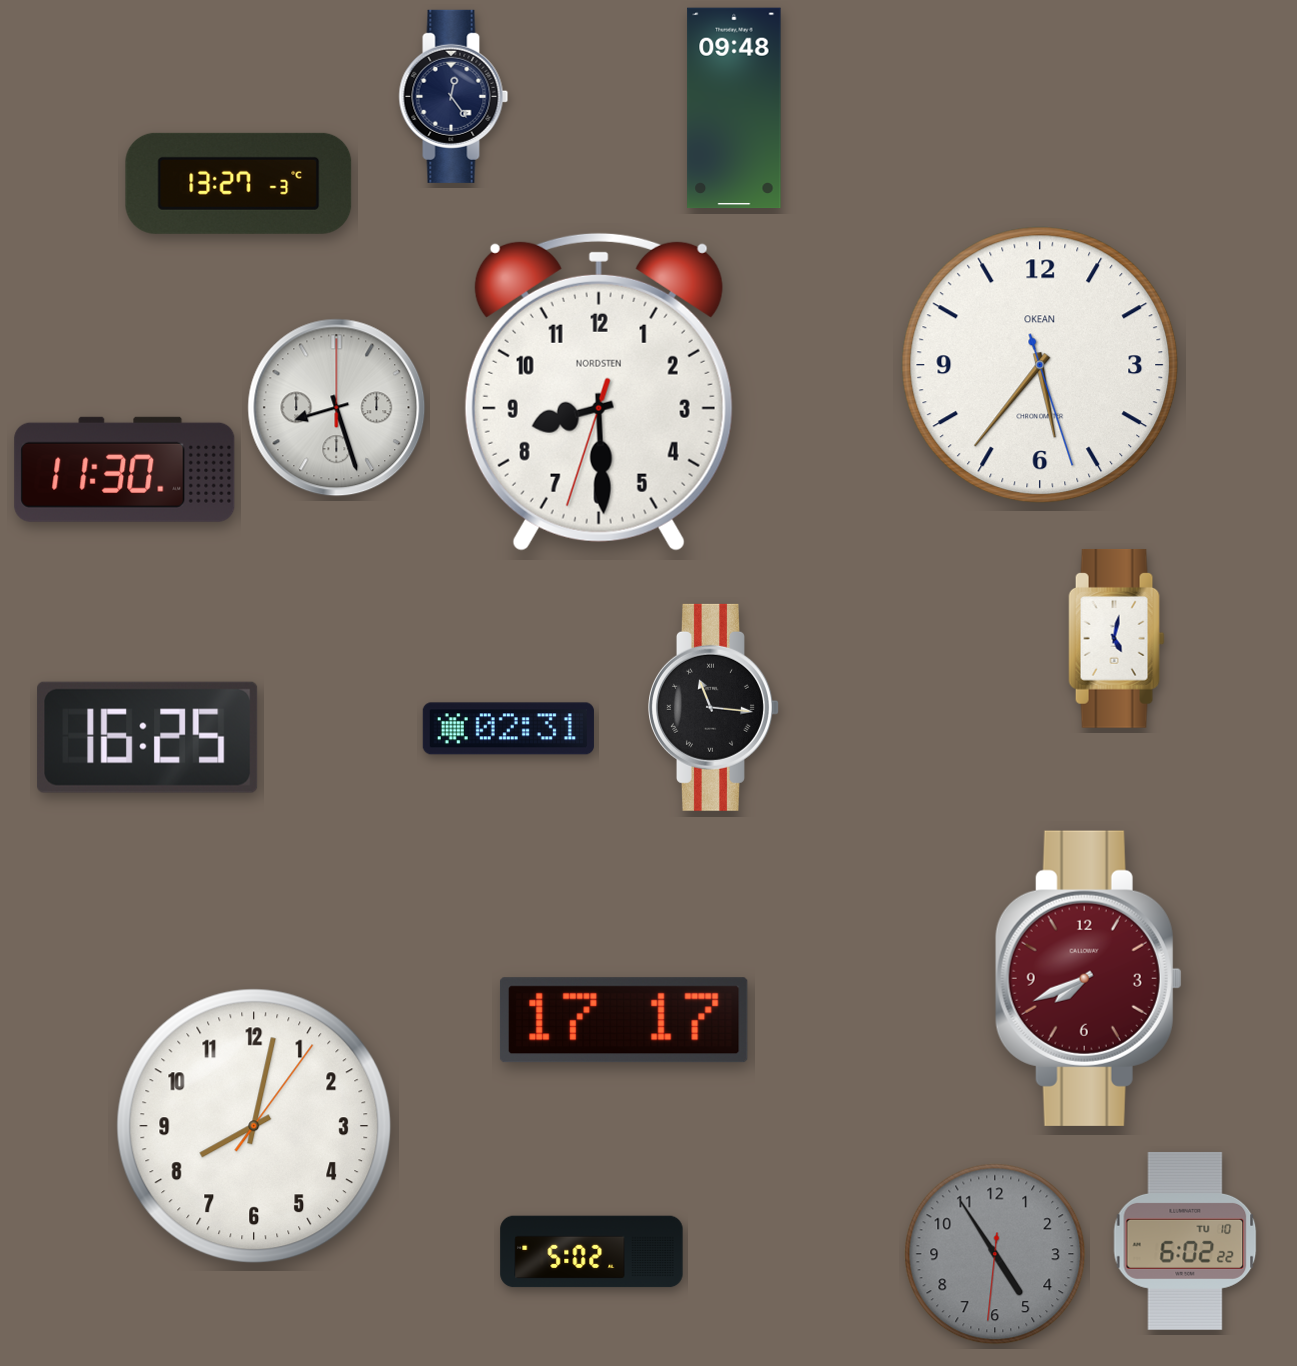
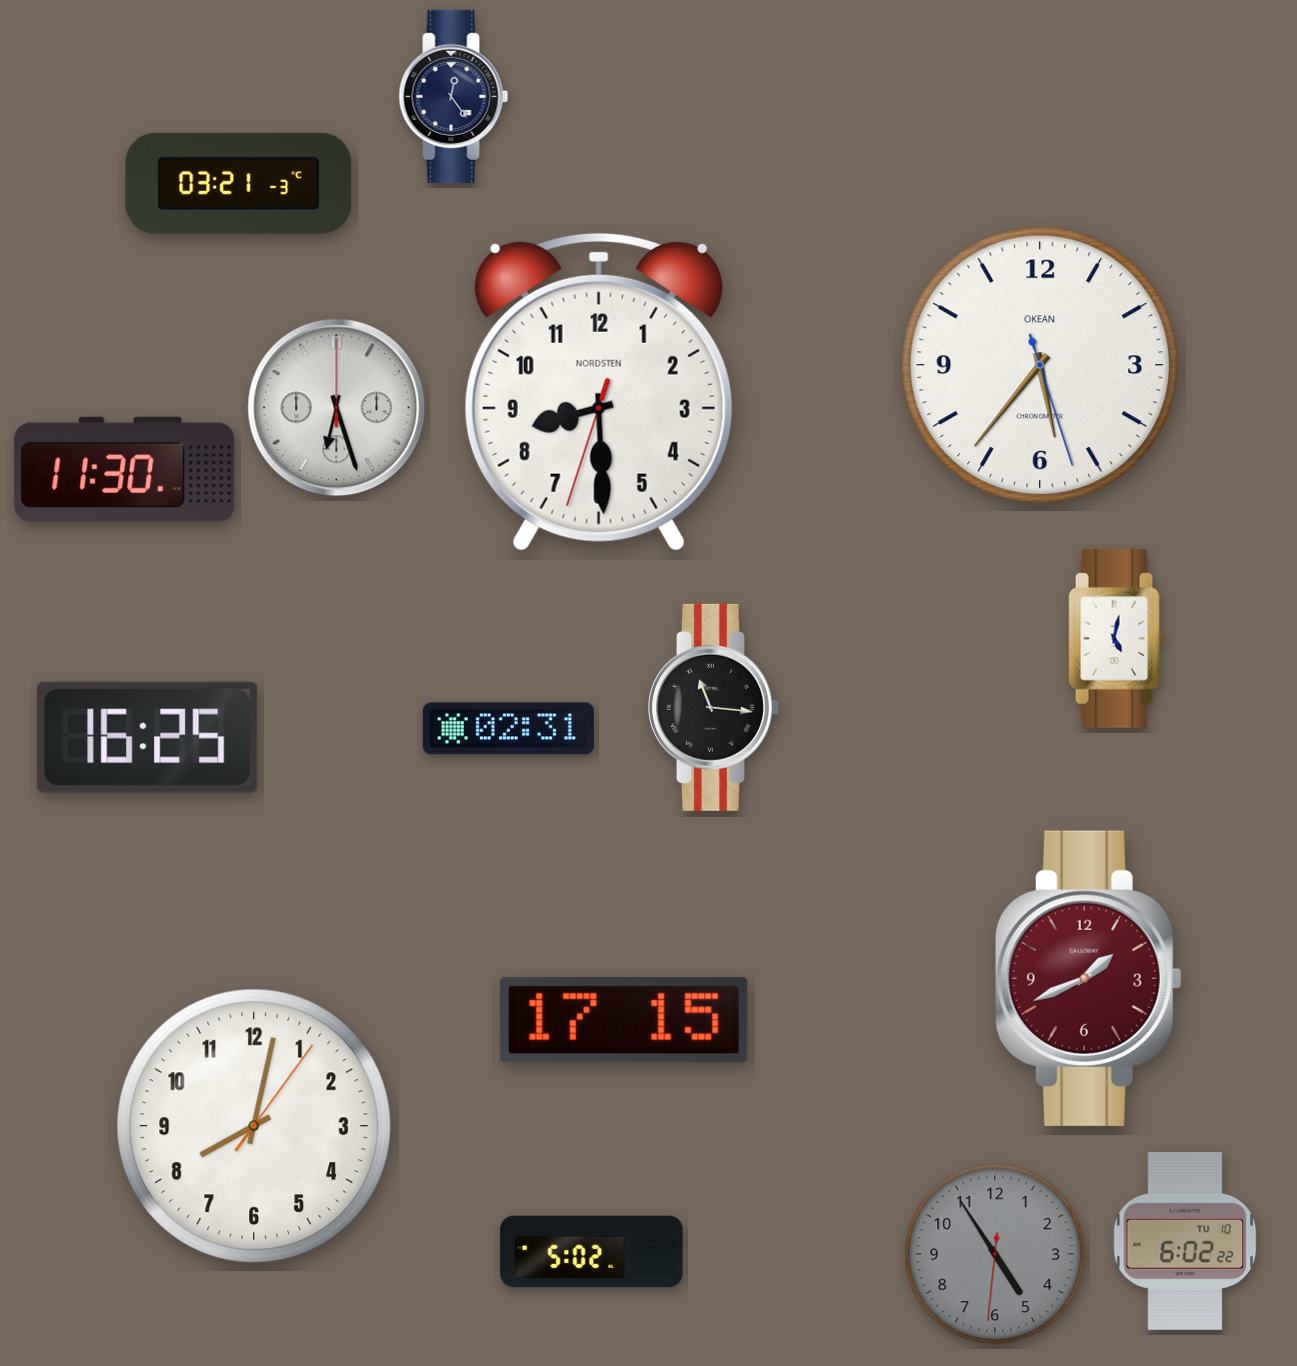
clock at (734, 108): 09:48 -> none
clock at (239, 183): 13:27 -> 03:21
clock at (337, 408): 8:27 -> 6:27
clock at (1088, 978): 7:41 -> 1:41
clock at (624, 1020): 17:17 -> 17:15
